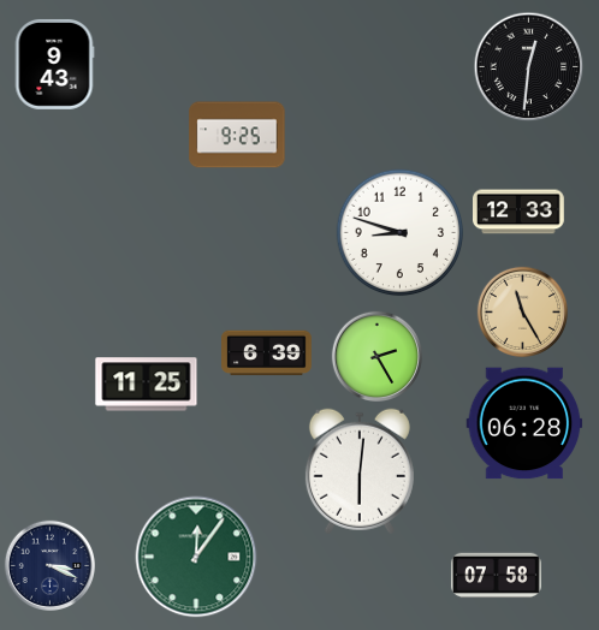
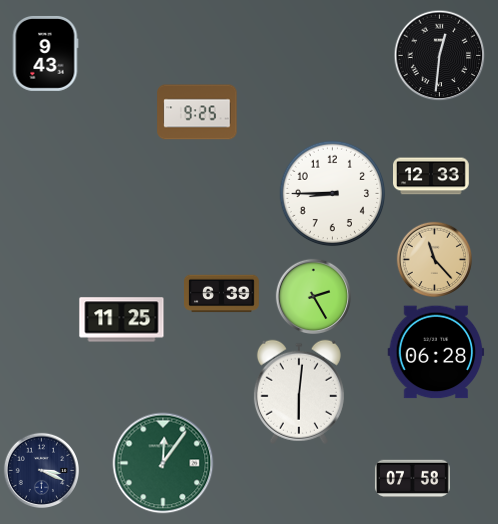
clock at (401, 233): 8:48 -> 8:45
clock at (522, 311): 11:25 -> 11:23
